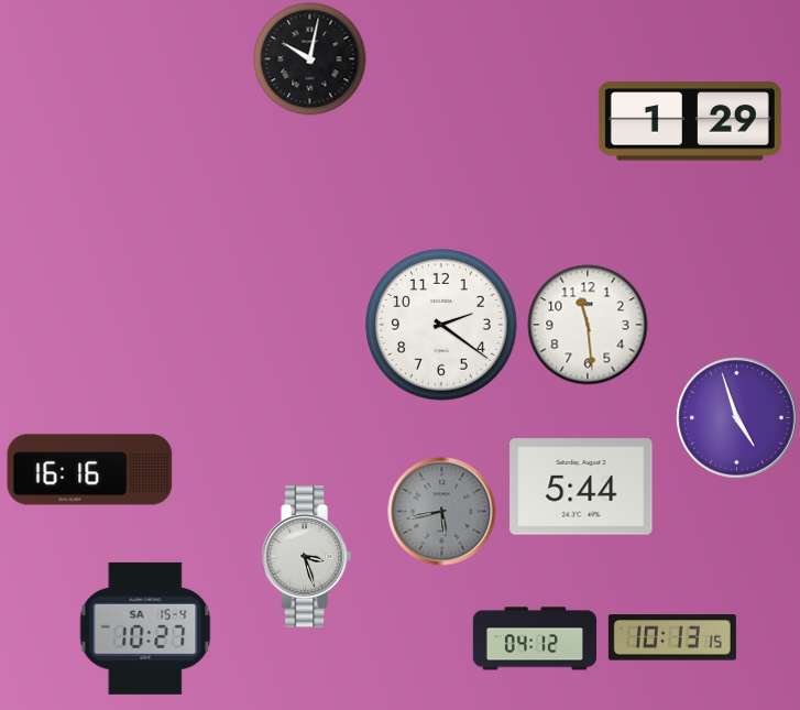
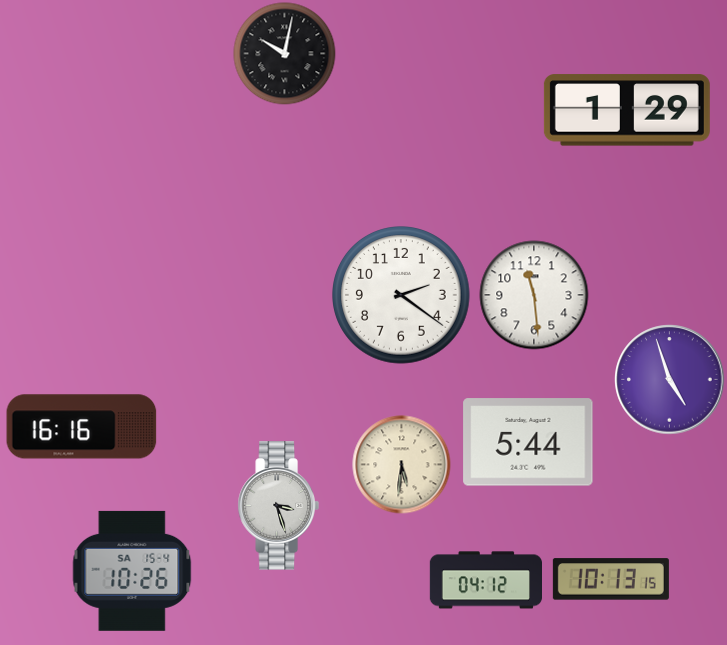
clock at (310, 59) position: (310, 59) -> (285, 54)
clock at (442, 512): 5:43 -> 5:31
clock at (442, 512) dial: grey -> cream
clock at (145, 629): 10:27 -> 10:26
